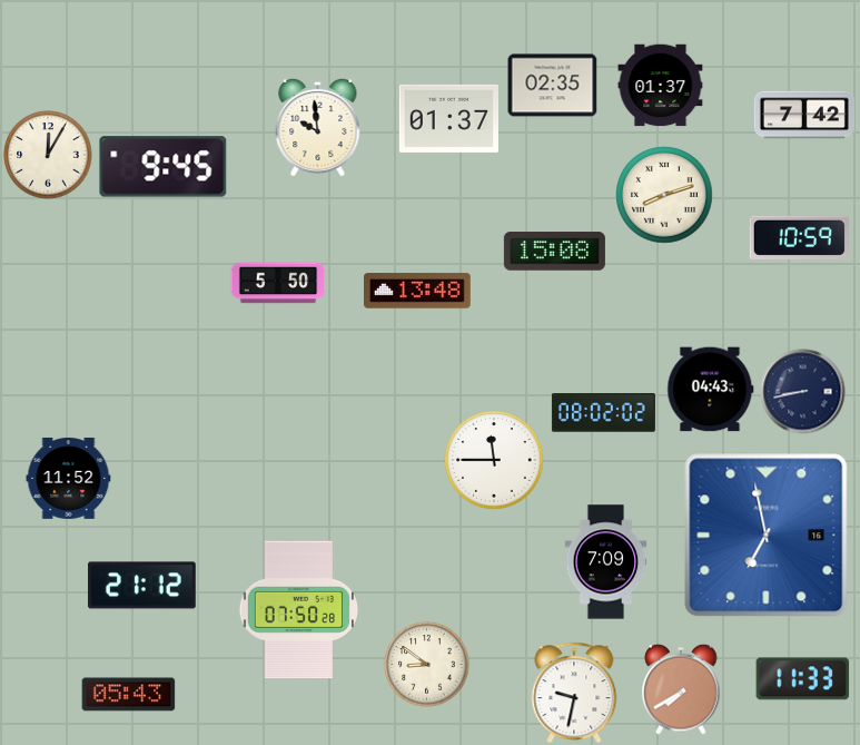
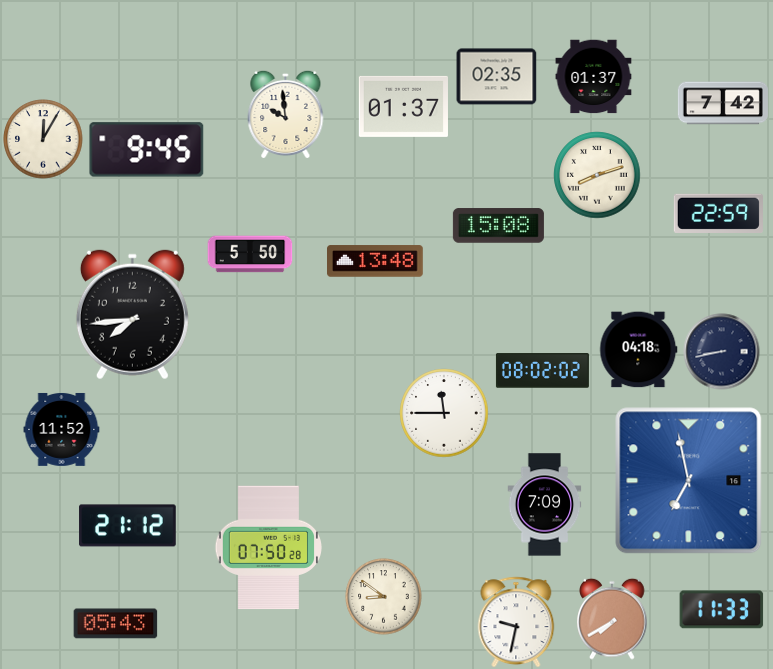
clock at (799, 237): 10:59 -> 22:59
clock at (132, 315): none -> 7:44
clock at (711, 390): 04:43 -> 04:18
